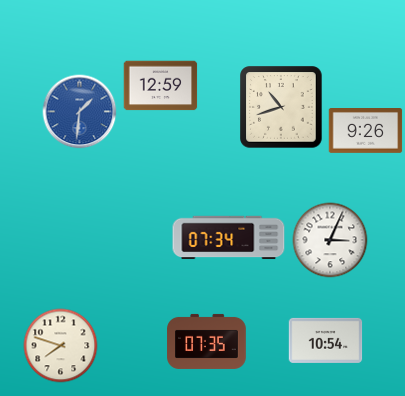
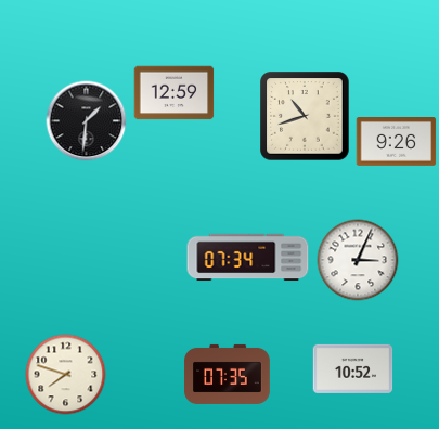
clock at (80, 112) dial: blue -> black
clock at (326, 340): 10:54 -> 10:52
clock at (207, 341) position: (207, 341) -> (228, 374)
